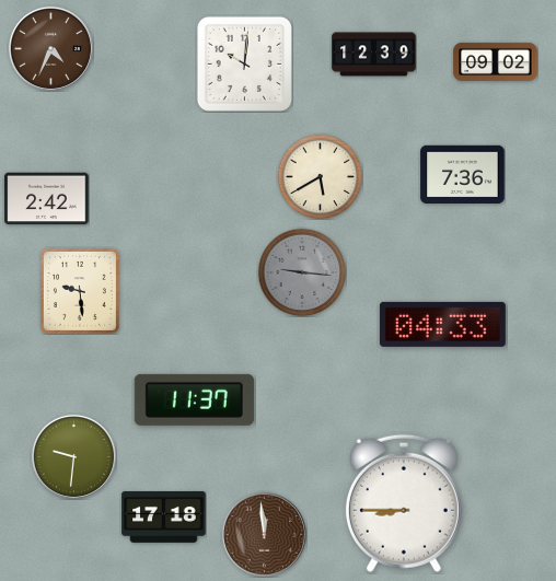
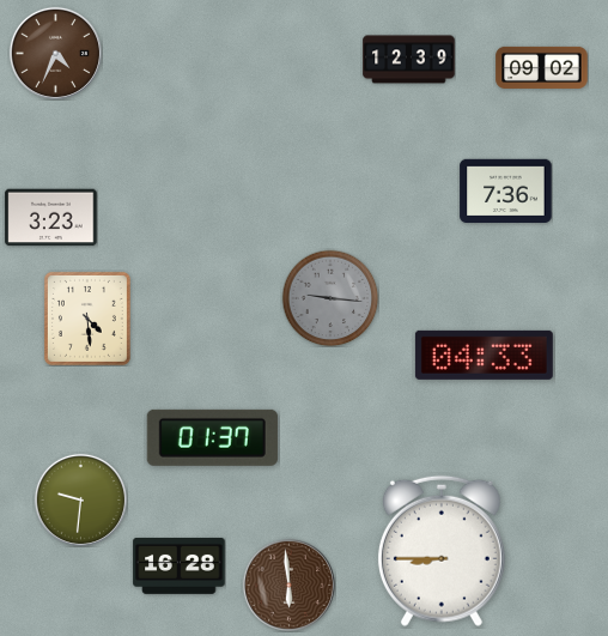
clock at (244, 63): 10:01 -> none
clock at (320, 176): 5:40 -> none
clock at (47, 199): 2:42 -> 3:23
clock at (80, 291): 9:29 -> 4:29
clock at (194, 399): 11:37 -> 01:37
clock at (164, 516): 17:18 -> 16:28
clock at (264, 534): 11:59 -> 5:59
